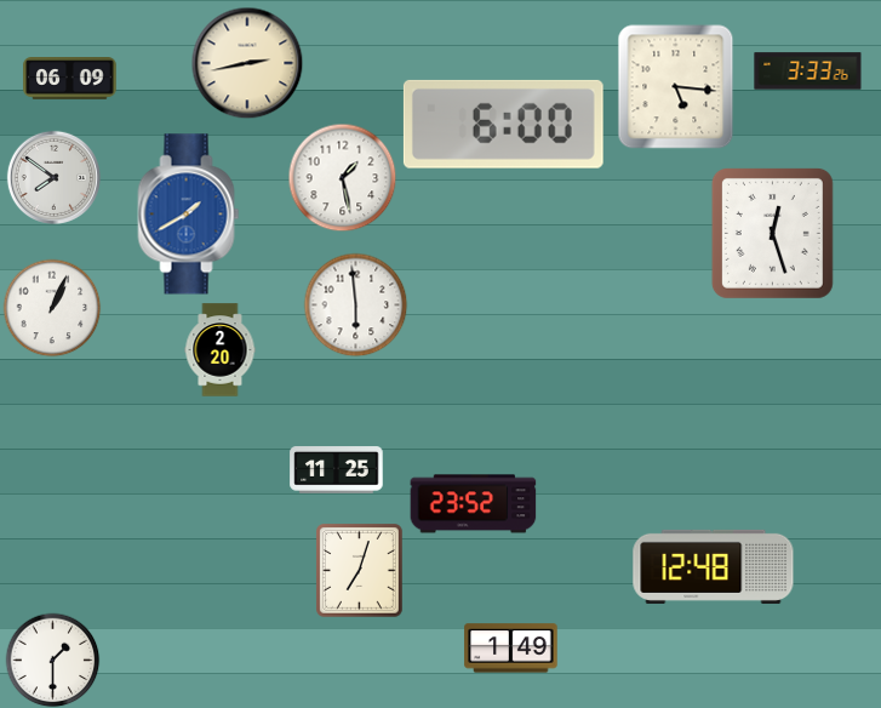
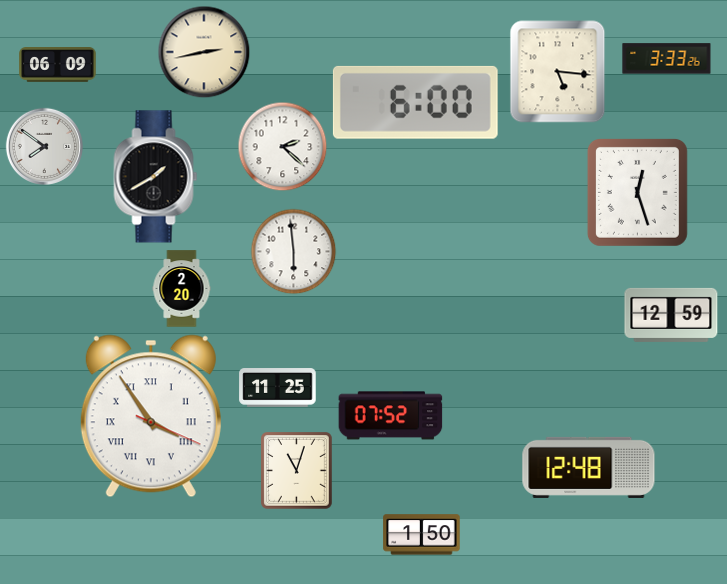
clock at (342, 177): 1:28 -> 2:22
clock at (189, 215) dial: blue -> black
clock at (52, 308): 1:04 -> none
clock at (671, 315): none -> 12:59
clock at (151, 416): none -> 3:54
clock at (474, 504): 23:52 -> 07:52
clock at (360, 571): 7:03 -> 11:03
clock at (511, 649): 1:49 -> 1:50
clock at (52, 660): 1:30 -> none
